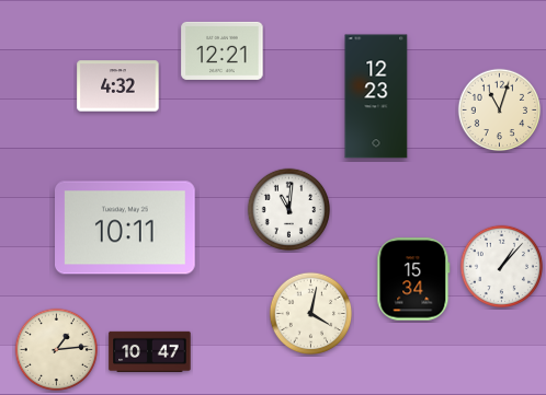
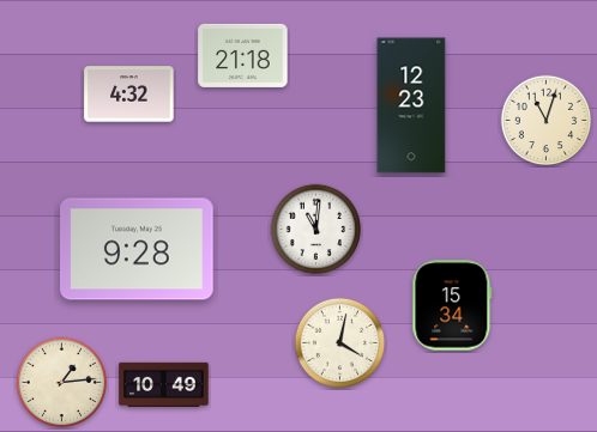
clock at (223, 50): 12:21 -> 21:18
clock at (125, 228): 10:11 -> 9:28
clock at (502, 267): 1:07 -> none
clock at (150, 351): 10:47 -> 10:49
